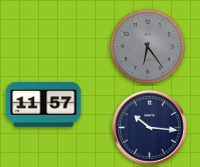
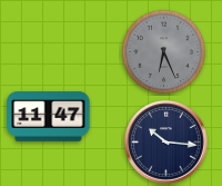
clock at (147, 46): 6:24 -> 6:26
clock at (44, 105): 11:57 -> 11:47
